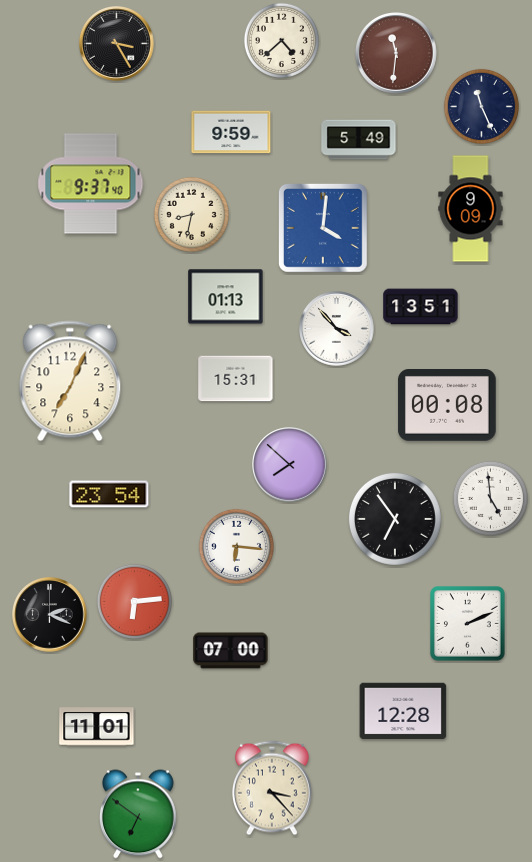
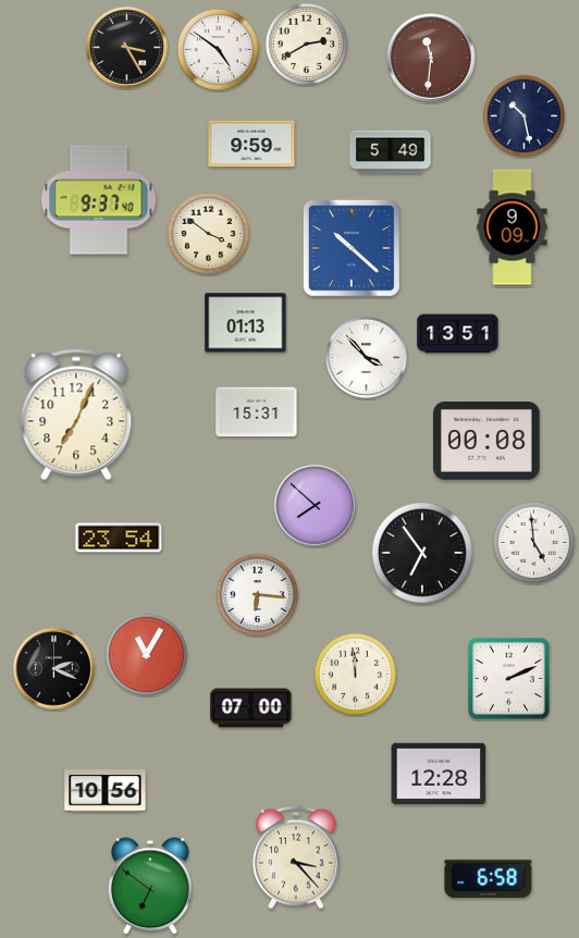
clock at (281, 40): 4:38 -> 2:40
clock at (218, 49): none -> 4:51
clock at (481, 106): 11:26 -> 10:28
clock at (191, 214): 8:32 -> 3:51
clock at (324, 229): 4:01 -> 10:22
clock at (395, 519) position: (395, 519) -> (422, 553)
clock at (134, 601): 6:14 -> 11:05
clock at (355, 674): none -> 11:59
clock at (97, 727): 11:01 -> 10:56
clock at (489, 878): none -> 6:58
